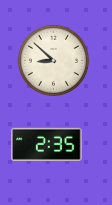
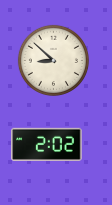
clock at (47, 144): 2:35 -> 2:02
